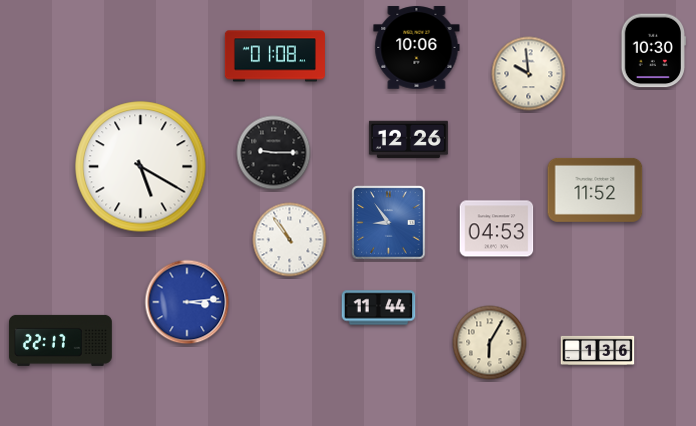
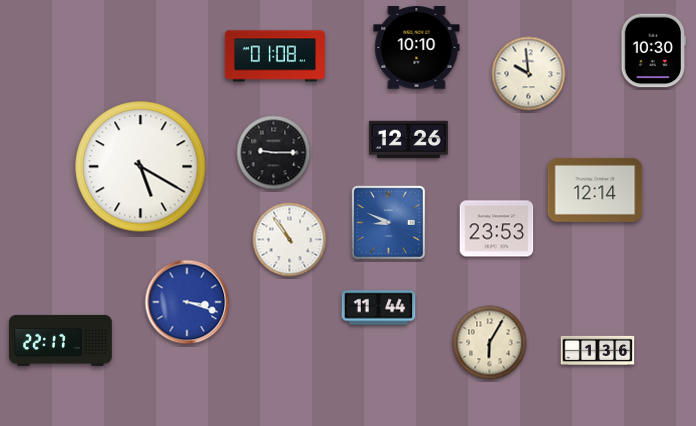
clock at (417, 48): 10:06 -> 10:10
clock at (595, 190): 11:52 -> 12:14
clock at (389, 223): 8:54 -> 8:49
clock at (497, 229): 04:53 -> 23:53
clock at (187, 302): 3:14 -> 3:18
